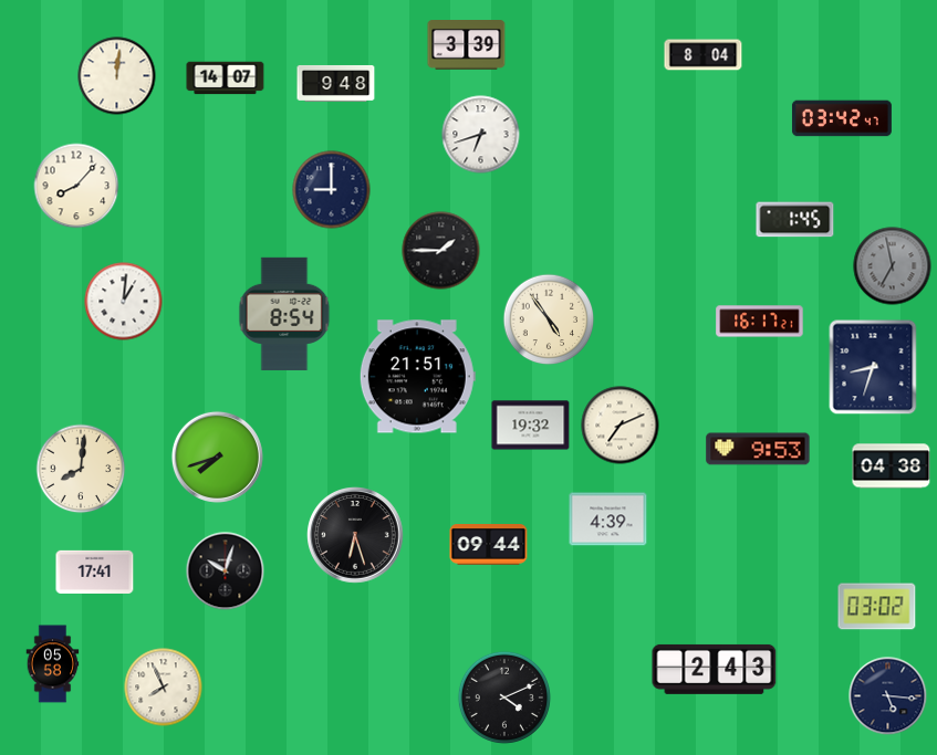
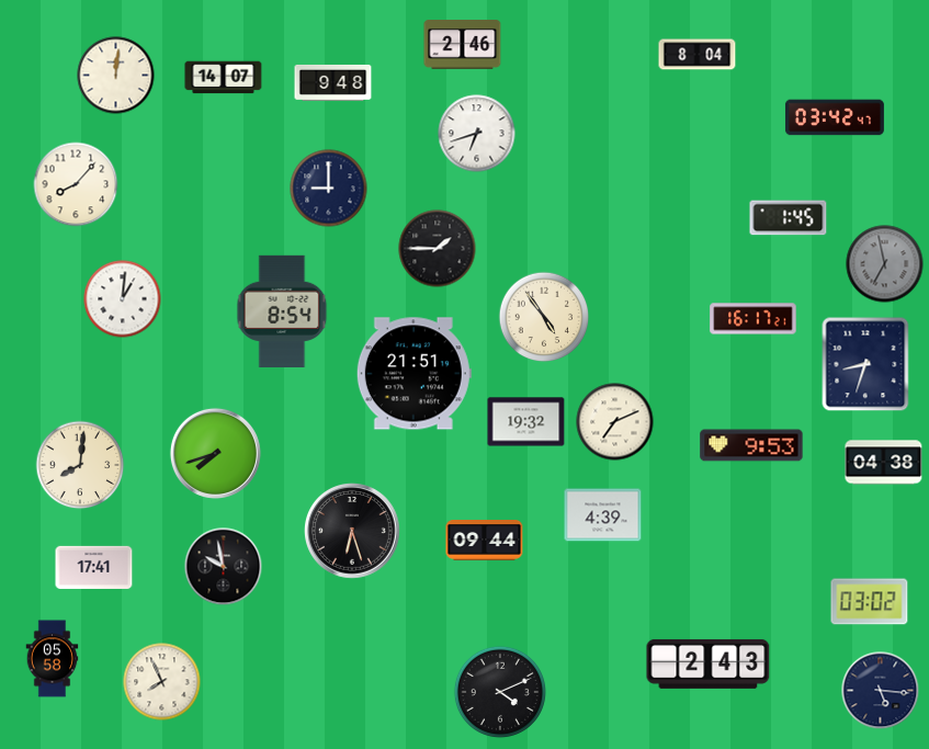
clock at (467, 45): 3:39 -> 2:46
clock at (226, 572): 10:03 -> 9:58
